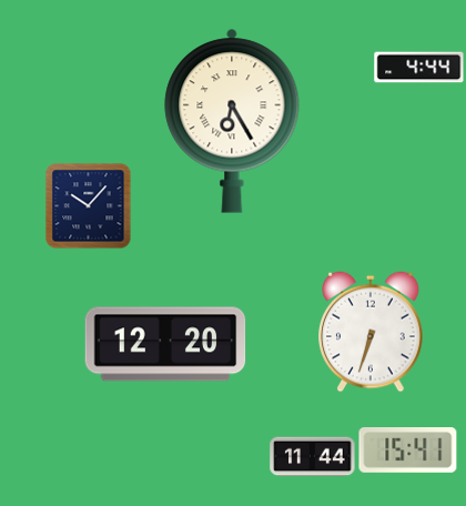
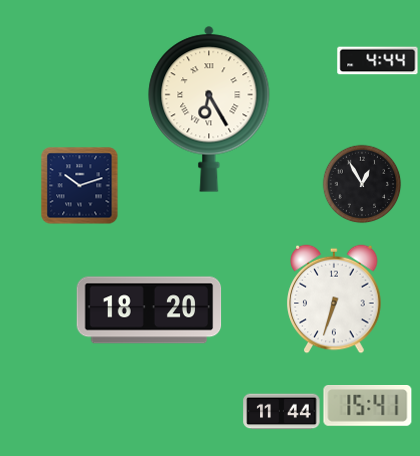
clock at (362, 184): none -> 12:55
clock at (88, 205): 10:07 -> 10:12
clock at (165, 344): 12:20 -> 18:20
